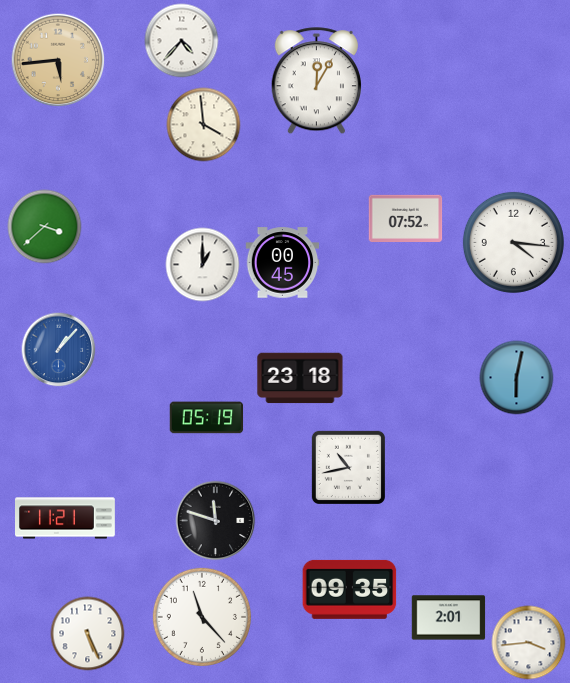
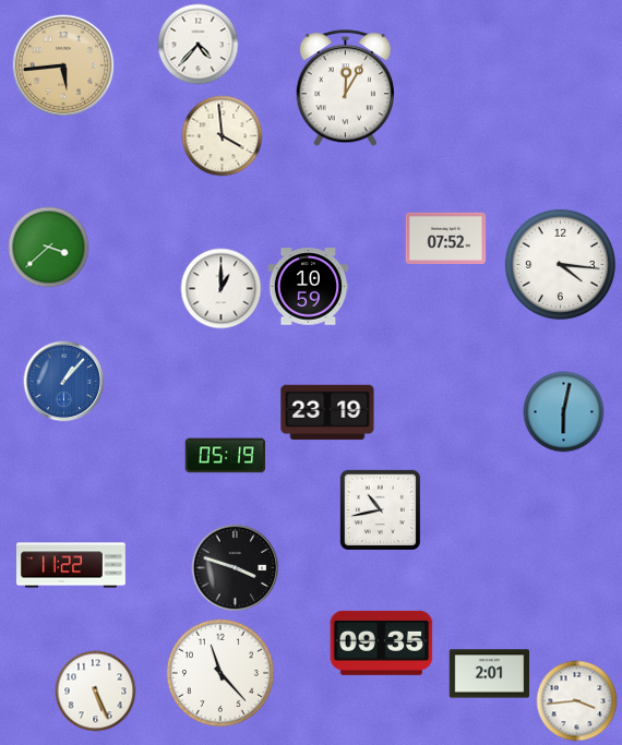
clock at (406, 218) position: (406, 218) -> (446, 238)
clock at (283, 263): 00:45 -> 10:59
clock at (300, 378): 23:18 -> 23:19
clock at (66, 518): 11:21 -> 11:22
clock at (216, 521): 11:48 -> 3:48
